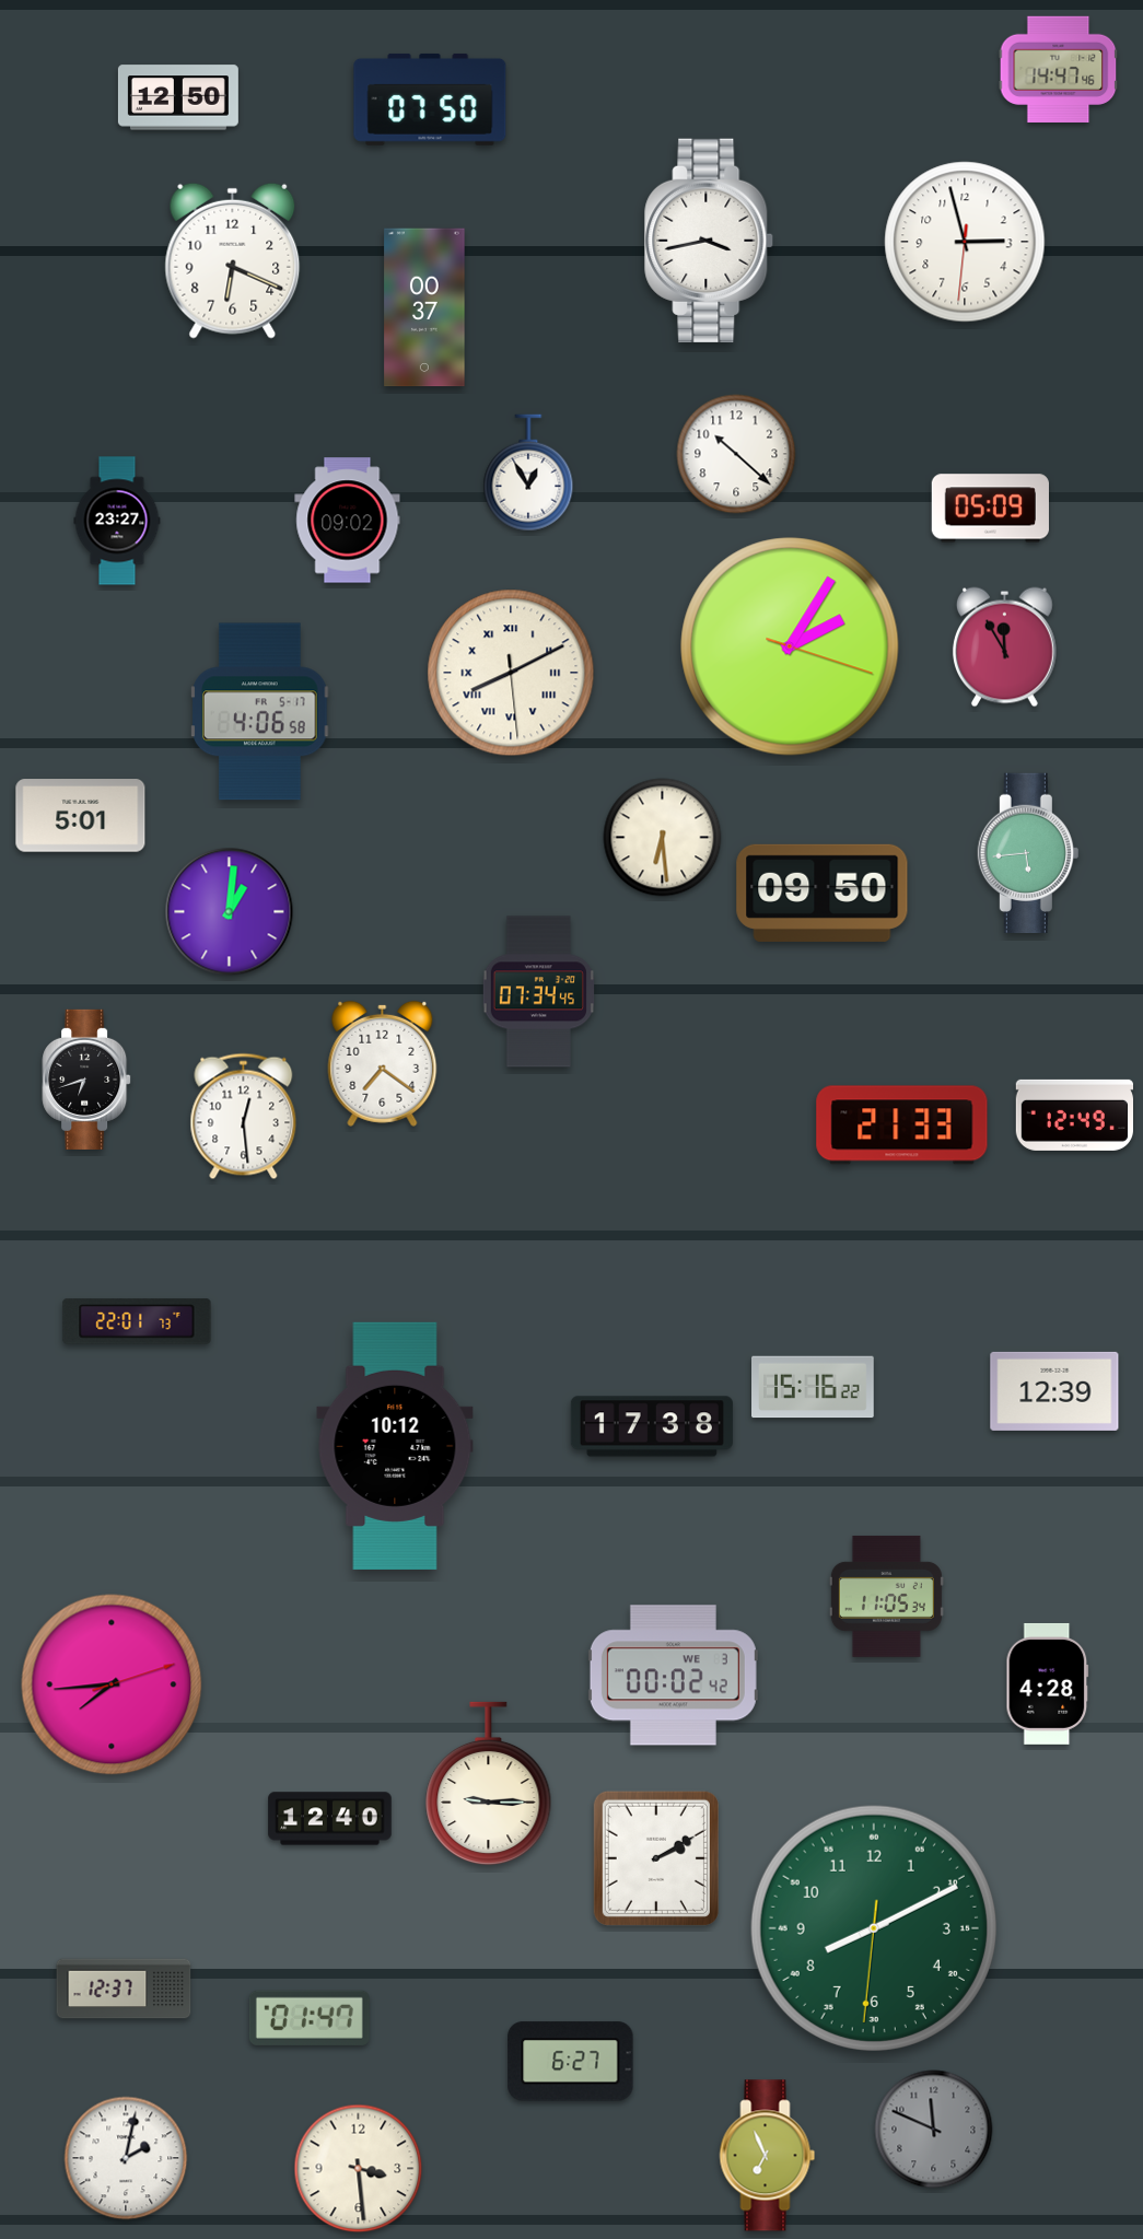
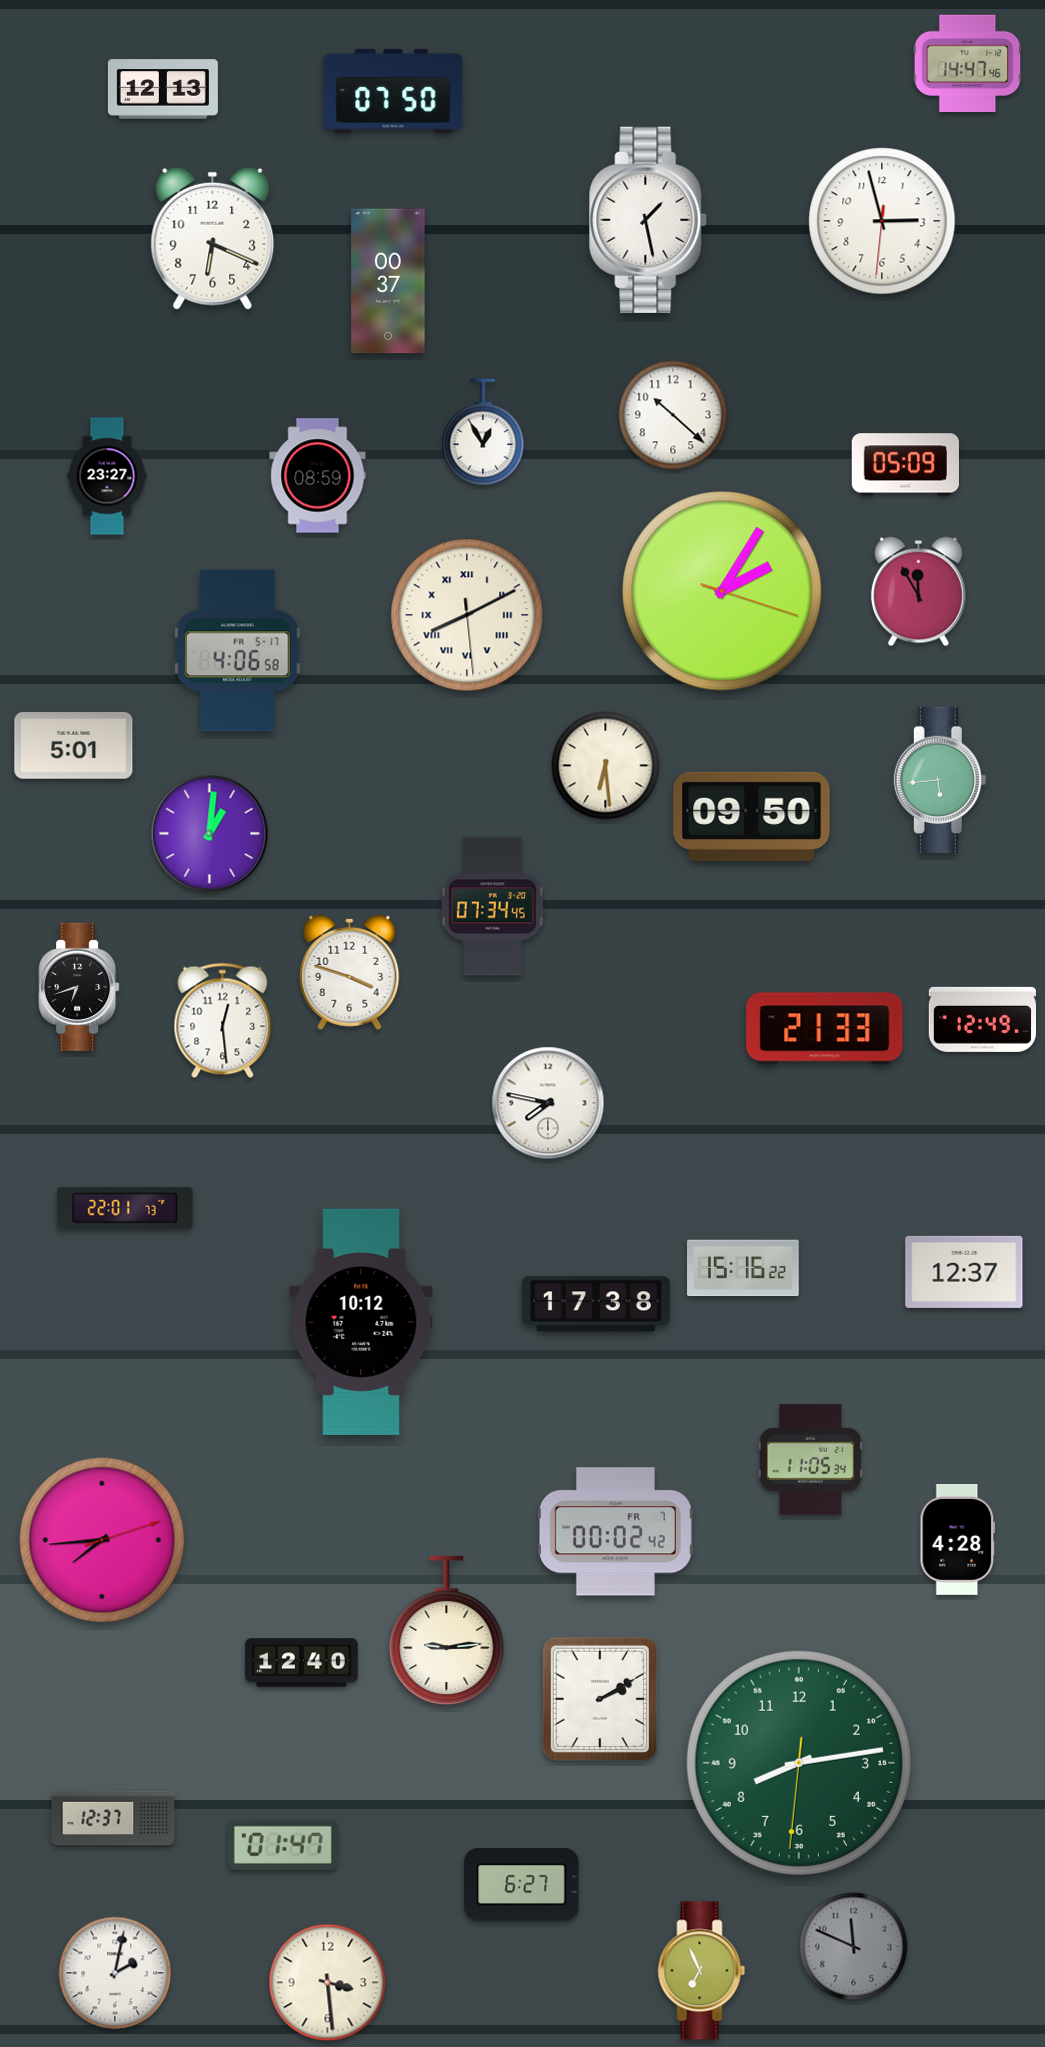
clock at (178, 97): 12:50 -> 12:13
clock at (710, 241): 3:43 -> 1:28
clock at (348, 521): 09:02 -> 08:59
clock at (383, 1063): 7:21 -> 3:48
clock at (548, 1103): none -> 7:47
clock at (1054, 1391): 12:39 -> 12:37
clock at (673, 1676) date: WE 3 -> FR 7
clock at (489, 1784): 9:15 -> 9:14
clock at (874, 1928): 8:10 -> 8:13
